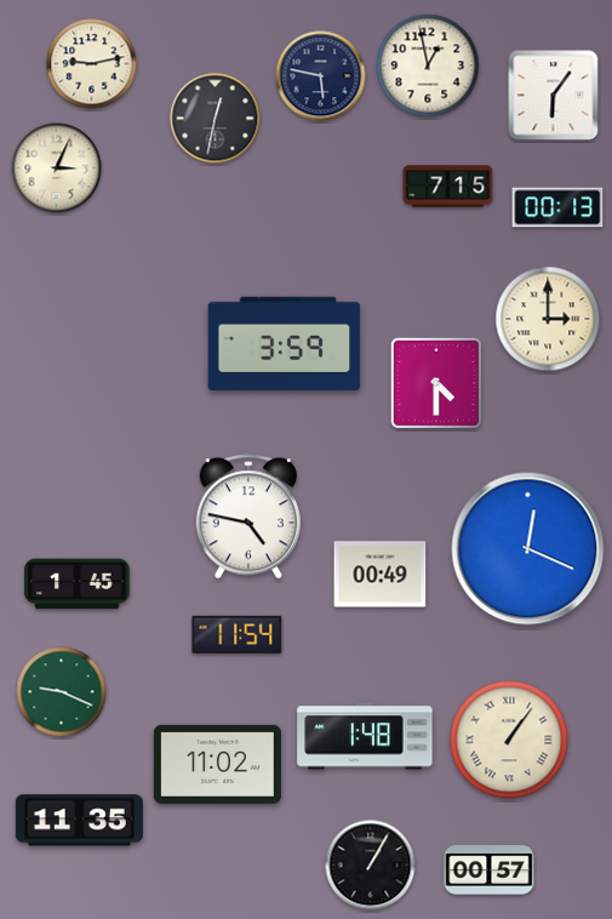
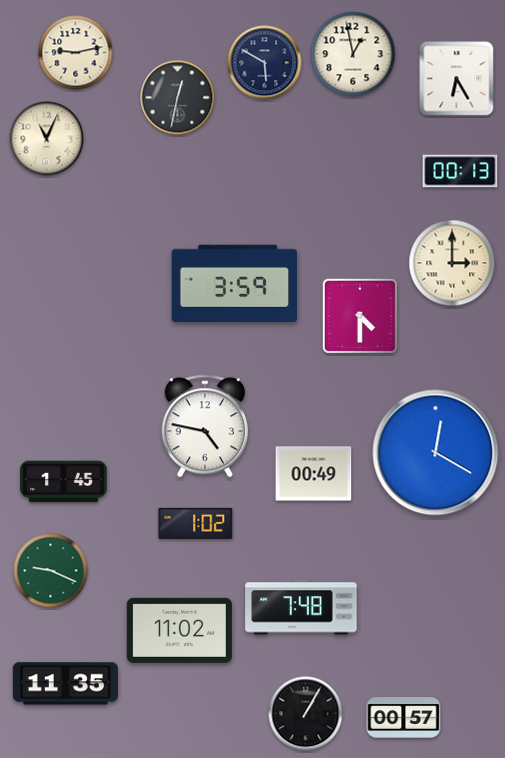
clock at (321, 76): 5:47 -> 5:50
clock at (554, 96): 6:06 -> 6:25
clock at (57, 169): 3:04 -> 11:04
clock at (448, 187): 7:15 -> none
clock at (528, 549): 12:19 -> 12:20
clock at (238, 634): 11:54 -> 1:02
clock at (365, 736): 1:48 -> 7:48
clock at (509, 740): 1:06 -> none
clock at (79, 821) position: (79, 821) -> (65, 684)
